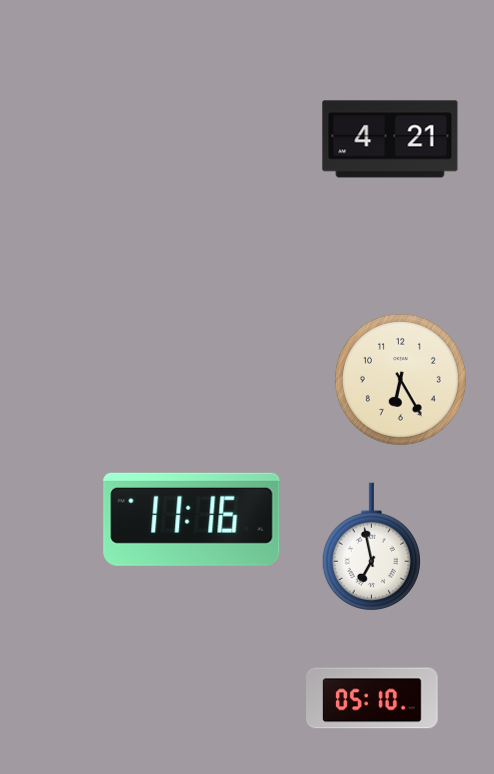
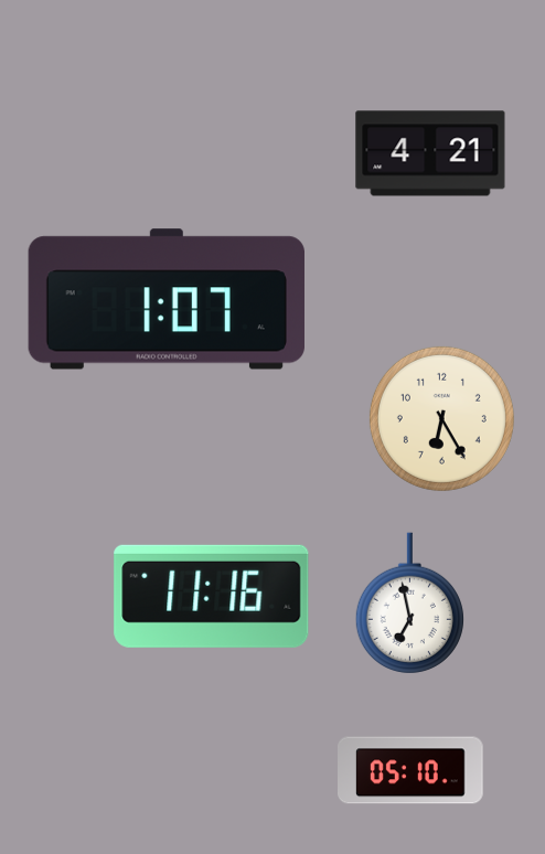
clock at (167, 299): none -> 1:07
clock at (192, 519) position: (192, 519) -> (212, 596)
